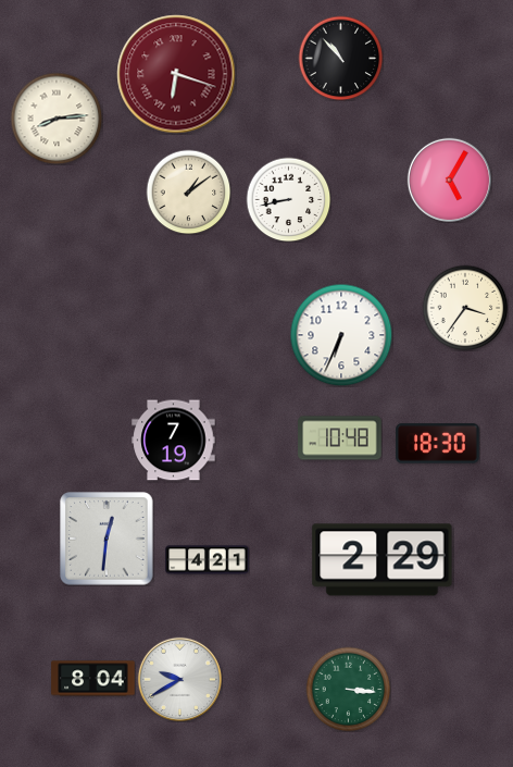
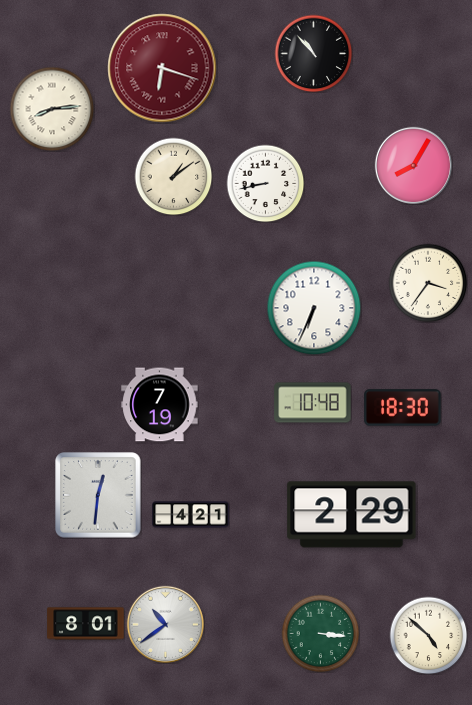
clock at (449, 180): 5:05 -> 8:05
clock at (93, 679): 8:04 -> 8:01
clock at (179, 679): 9:40 -> 10:39
clock at (428, 635): none -> 4:52
